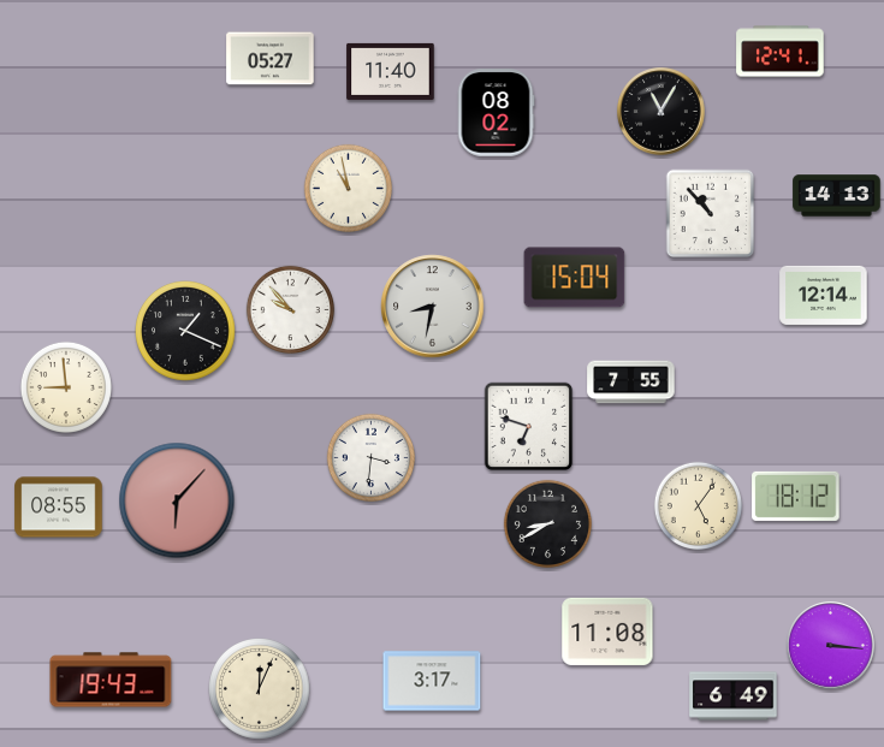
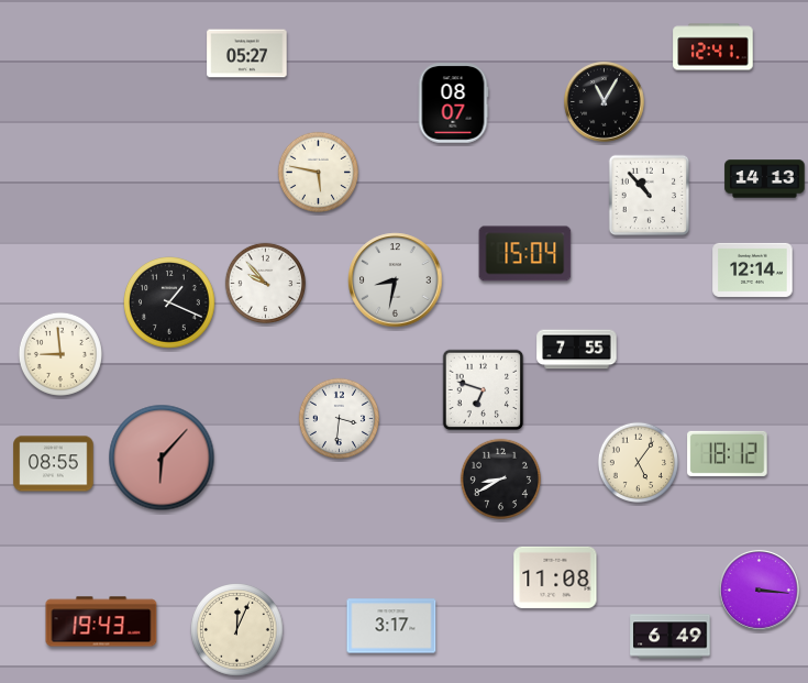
clock at (391, 71): 11:40 -> none
clock at (496, 113): 08:02 -> 08:07
clock at (348, 188): 10:58 -> 5:47
clock at (432, 681) position: (432, 681) -> (391, 626)
